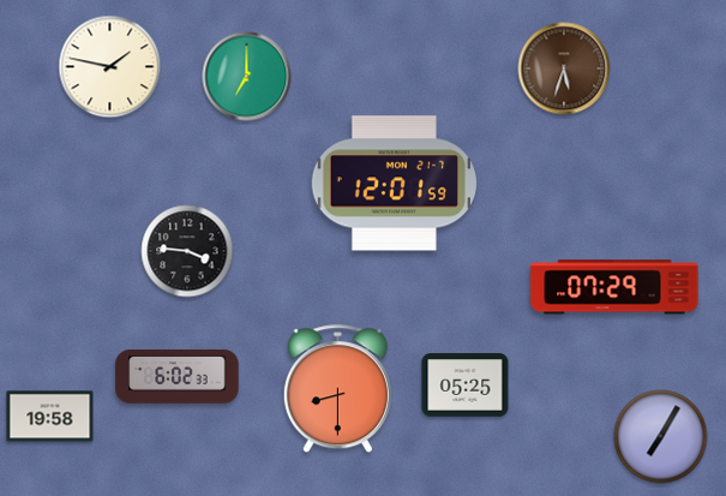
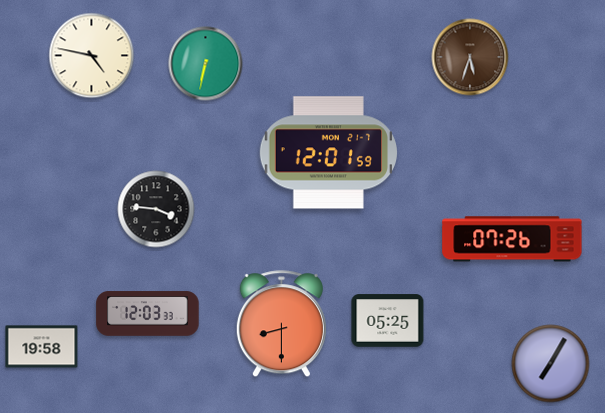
clock at (110, 67): 1:47 -> 4:47
clock at (247, 77): 7:00 -> 6:32
clock at (614, 287): 07:29 -> 07:26
clock at (178, 377): 6:02 -> 12:03
